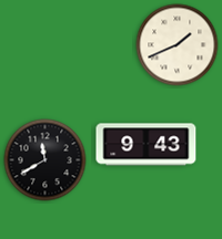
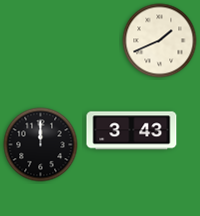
clock at (147, 145): 9:43 -> 3:43
clock at (46, 160): 11:40 -> 12:00
